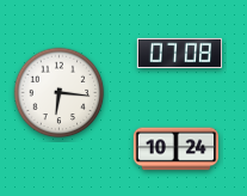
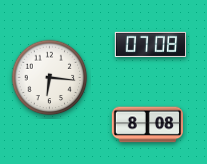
clock at (175, 149): 10:24 -> 8:08
